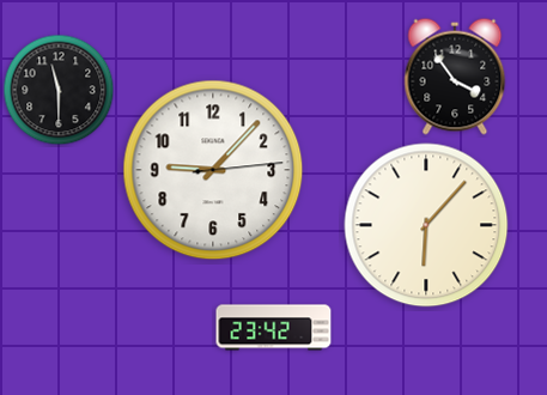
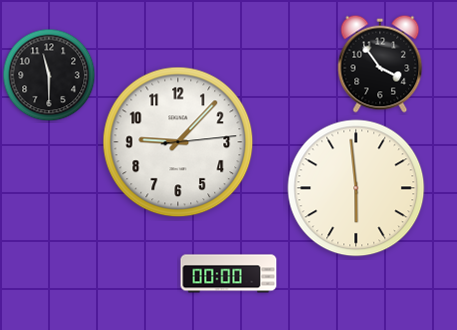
clock at (426, 225): 6:07 -> 5:59
clock at (274, 328): 23:42 -> 00:00
